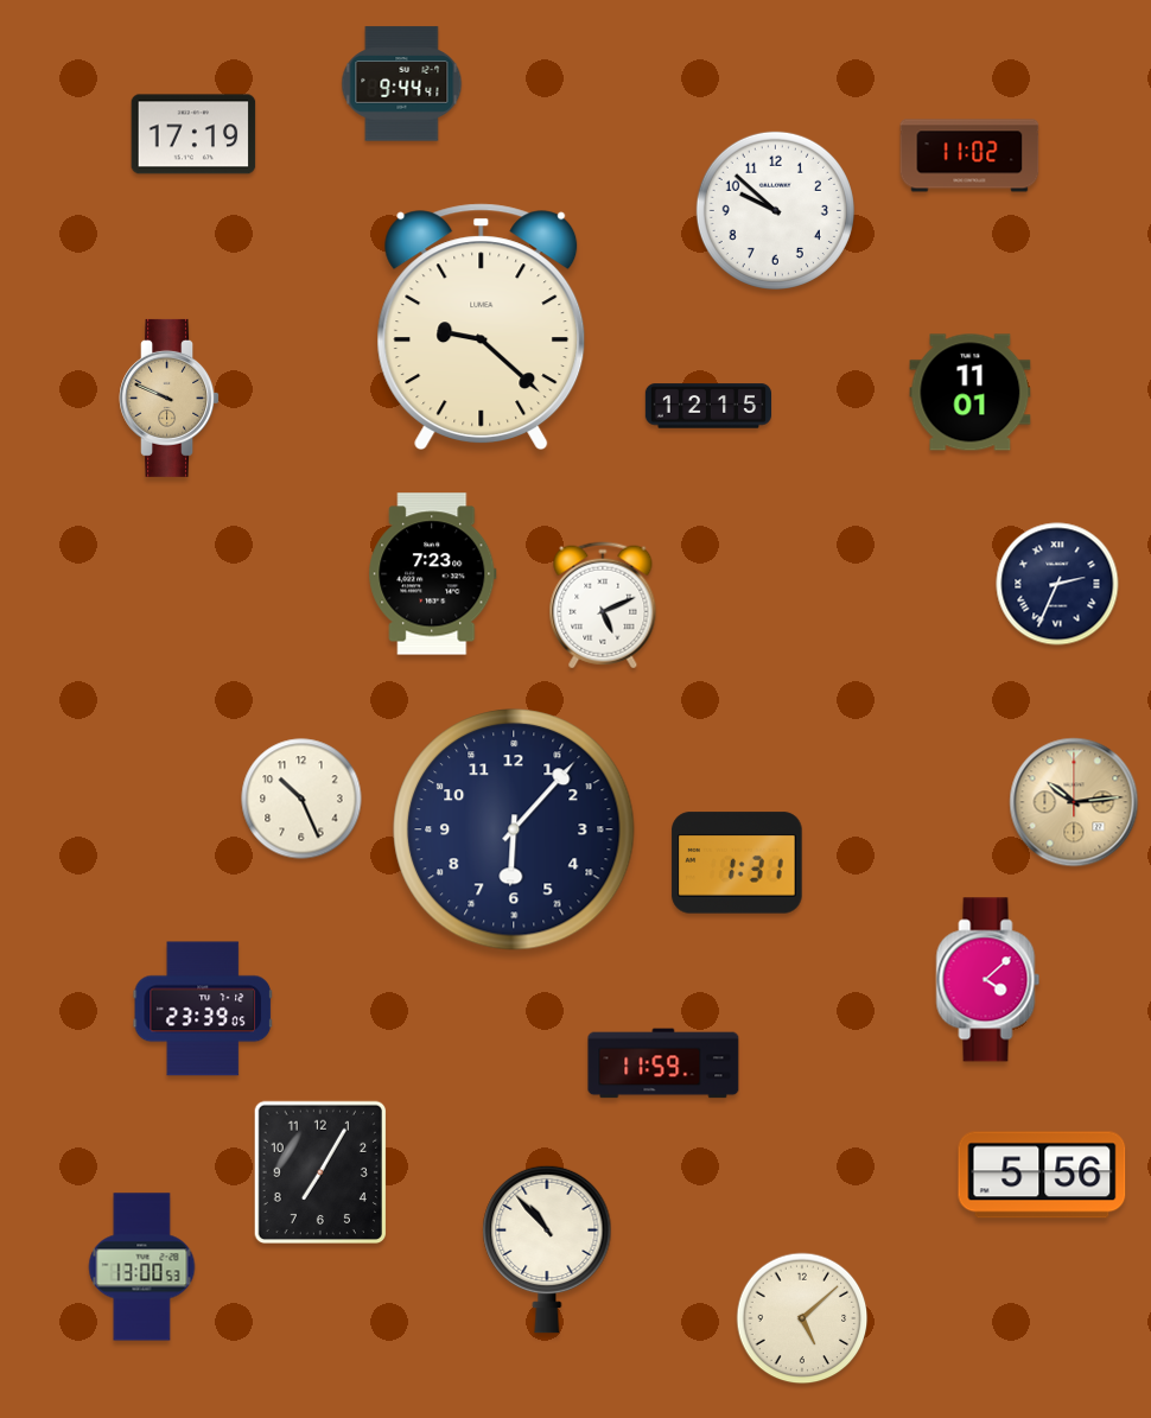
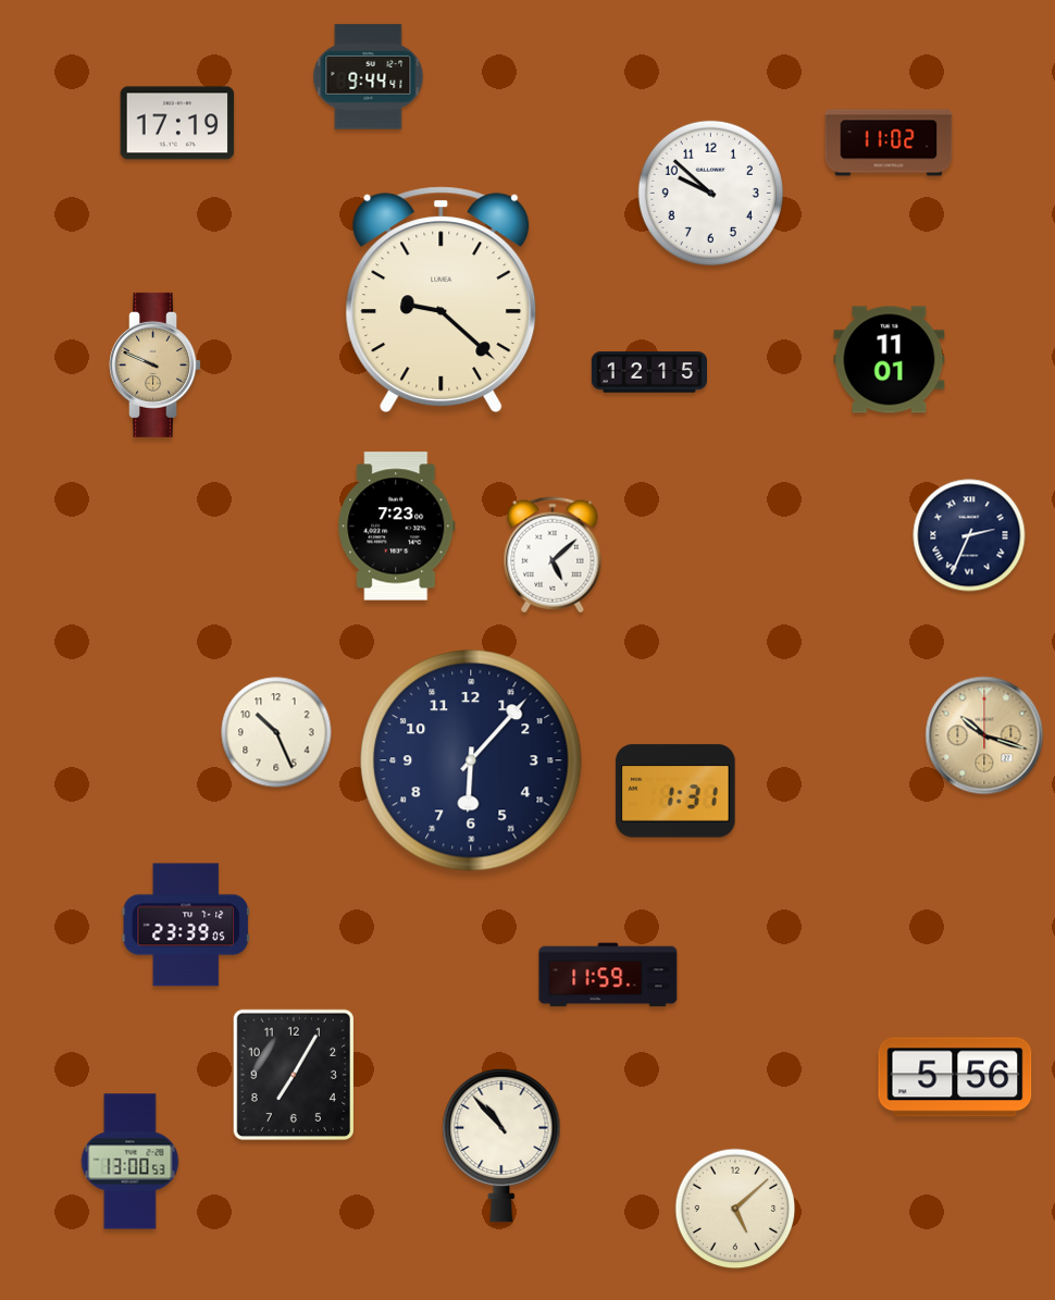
clock at (603, 605): 5:11 -> 5:08
clock at (1074, 802): 10:14 -> 10:18
clock at (988, 980): 4:08 -> none
